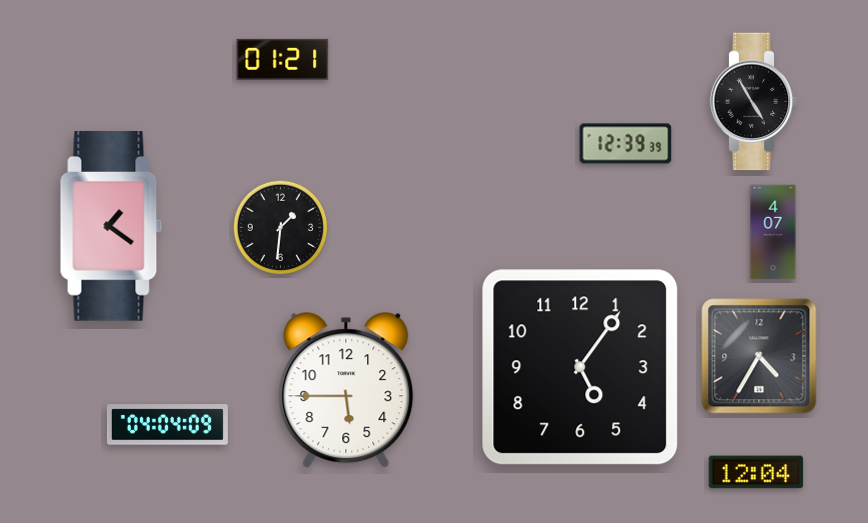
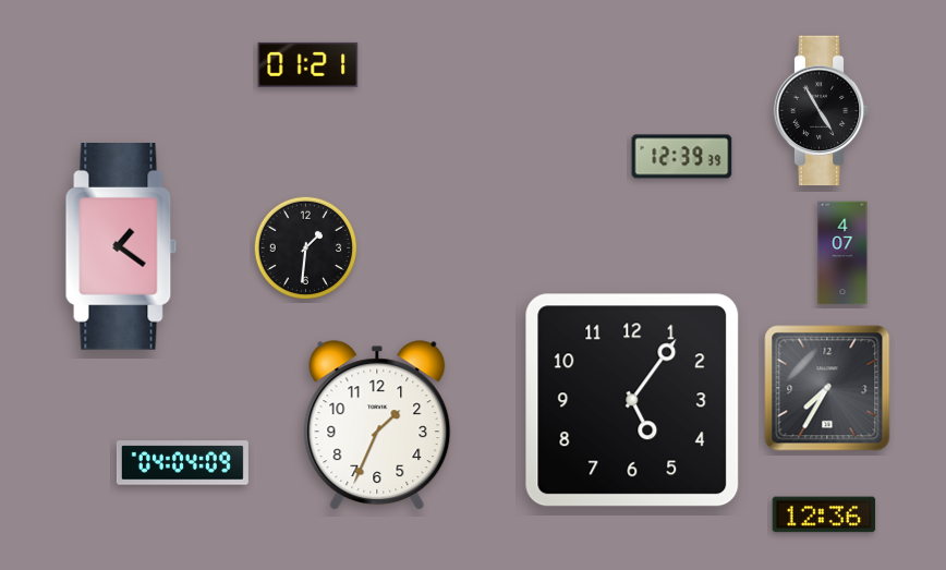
clock at (759, 356): 4:35 -> 7:35
clock at (346, 391): 5:45 -> 1:34
clock at (756, 472): 12:04 -> 12:36
